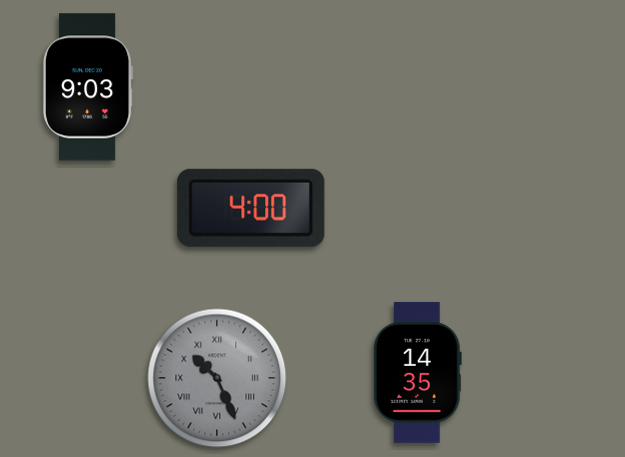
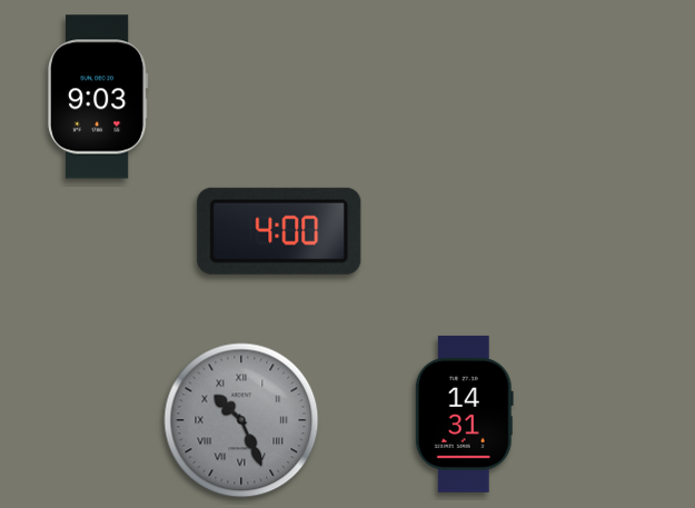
clock at (417, 372): 14:35 -> 14:31
